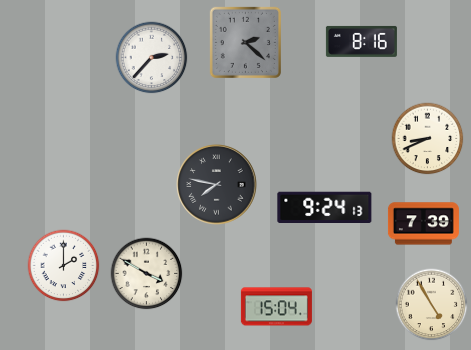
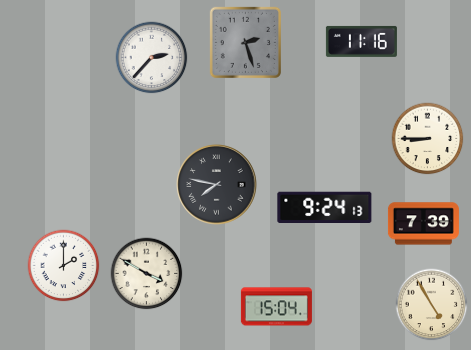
clock at (361, 41): 8:16 -> 11:16
clock at (245, 42): 2:22 -> 2:27
clock at (428, 139): 8:41 -> 8:45
